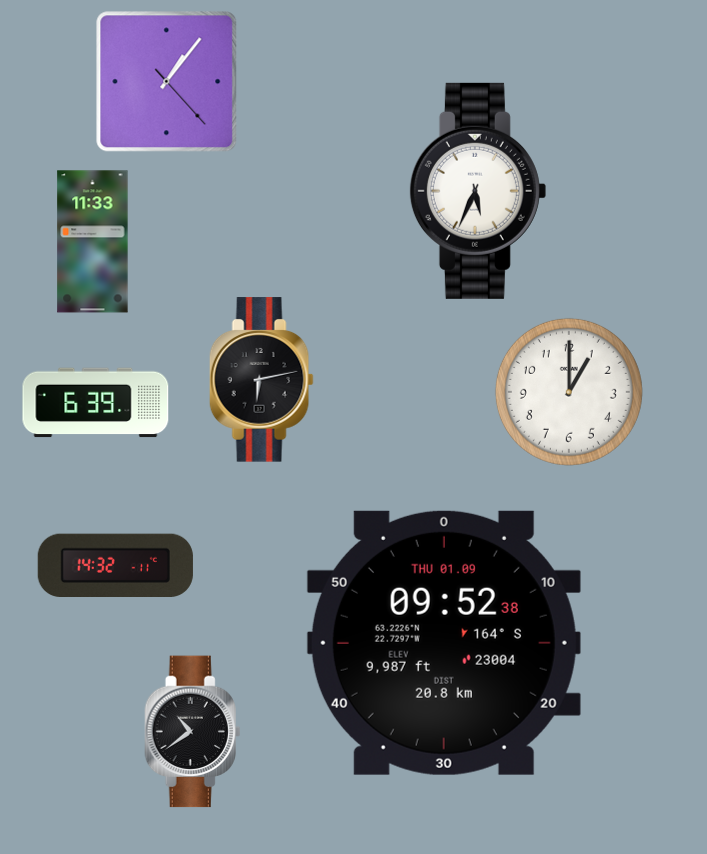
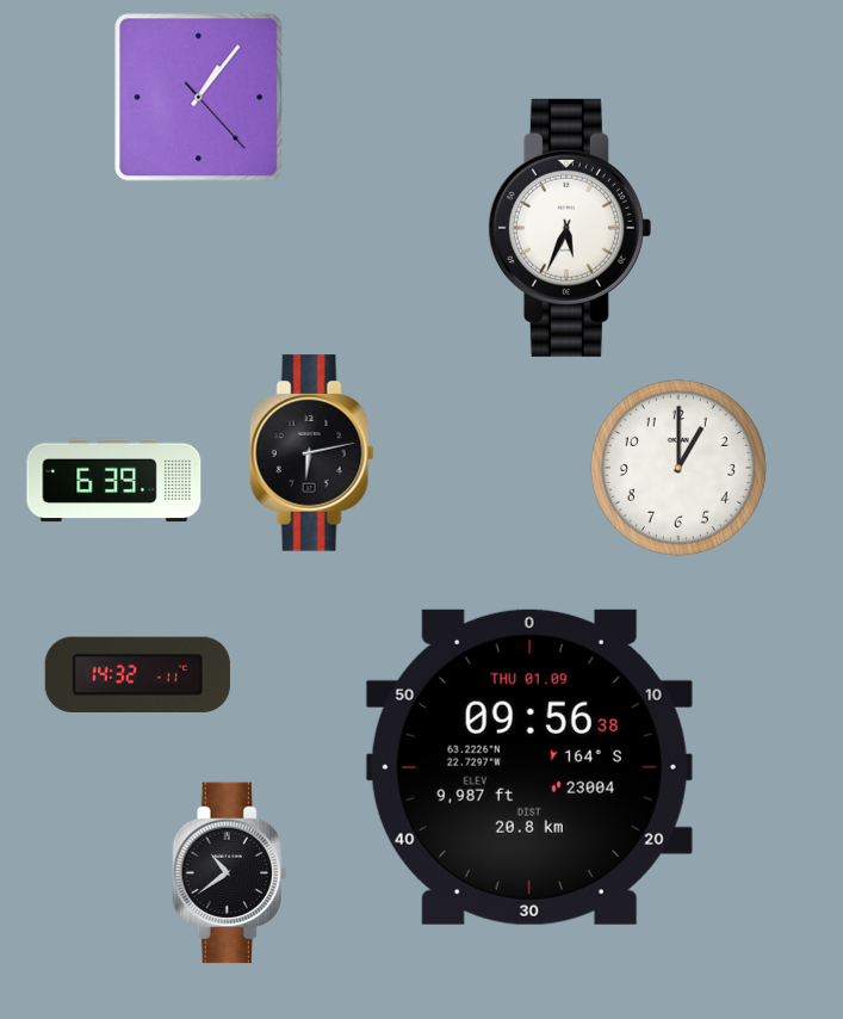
clock at (93, 242): 11:33 -> none
clock at (444, 643): 09:52 -> 09:56
